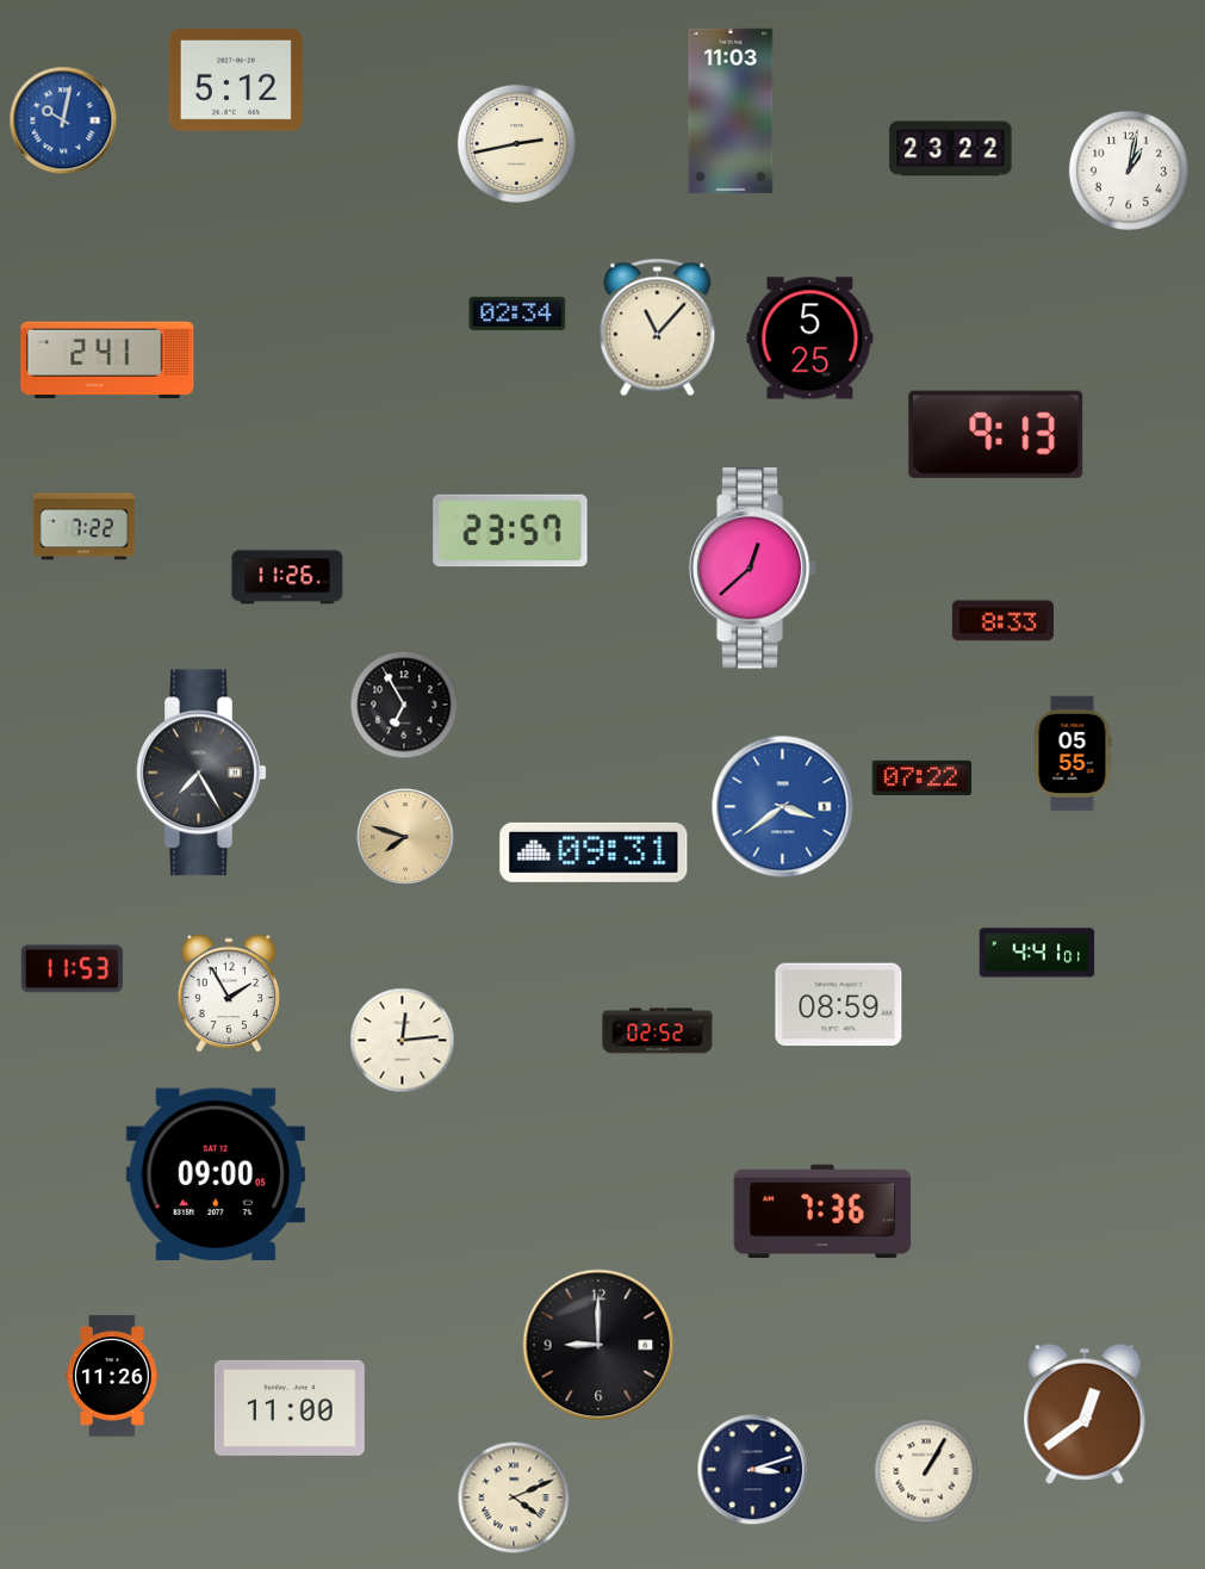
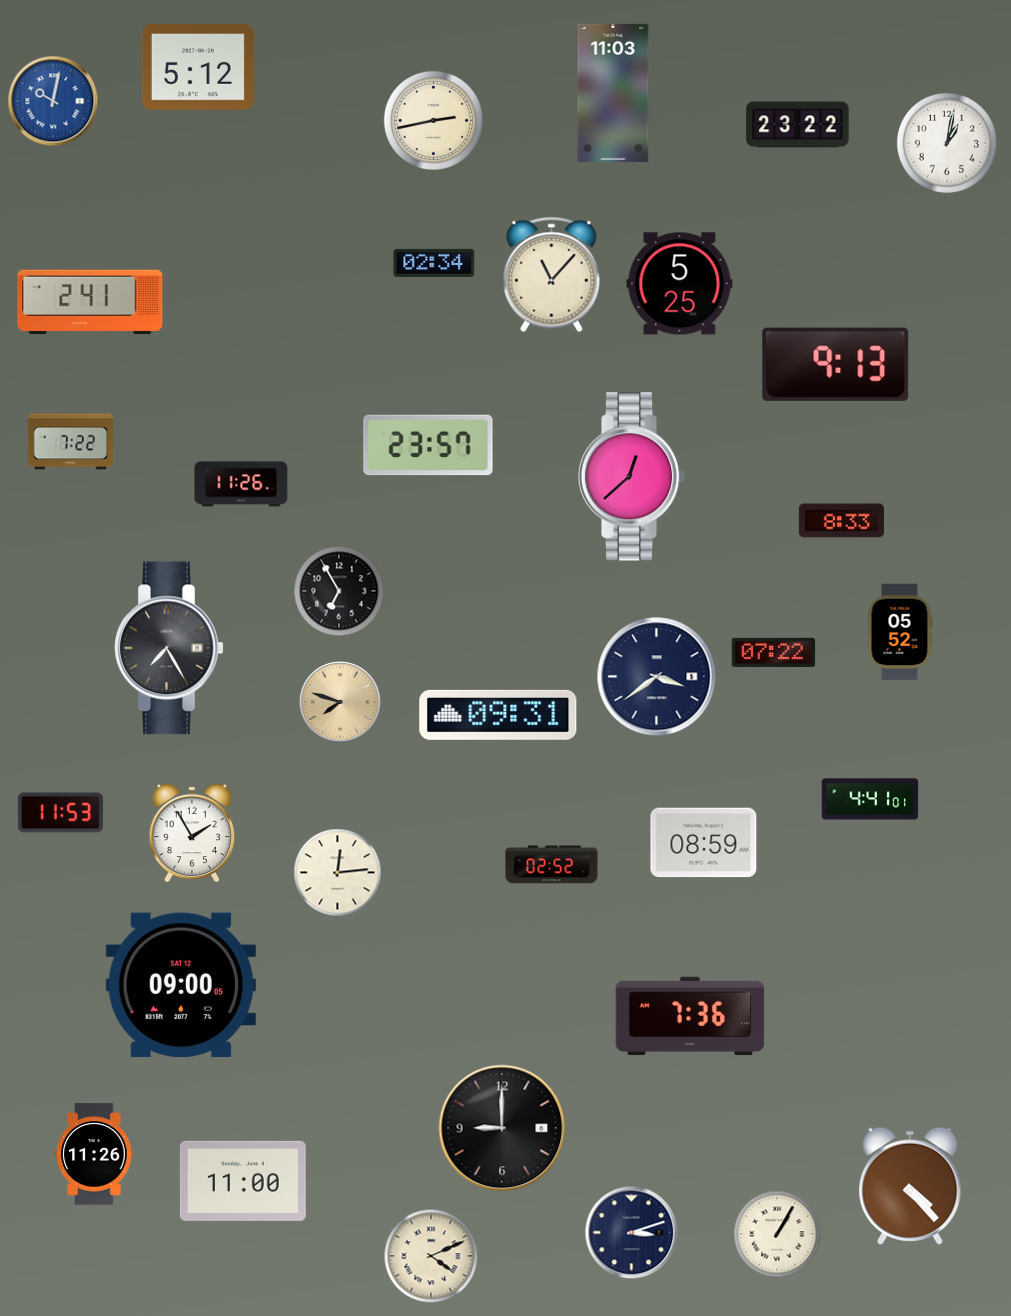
clock at (1073, 754): 05:55 -> 05:52
clock at (783, 807) dial: blue -> navy
clock at (1085, 1414): 12:39 -> 4:23
